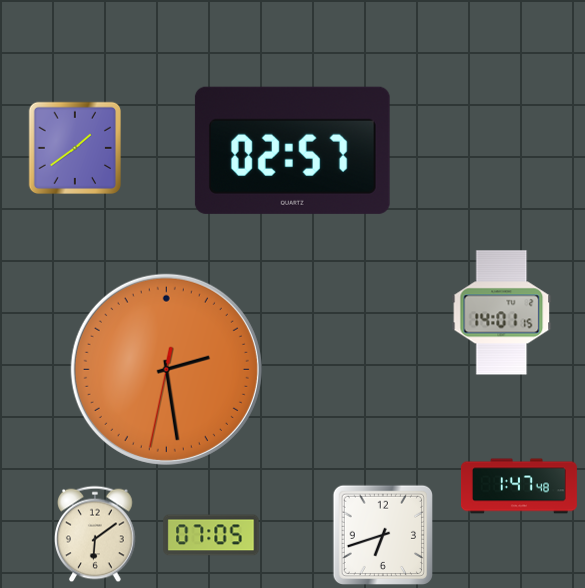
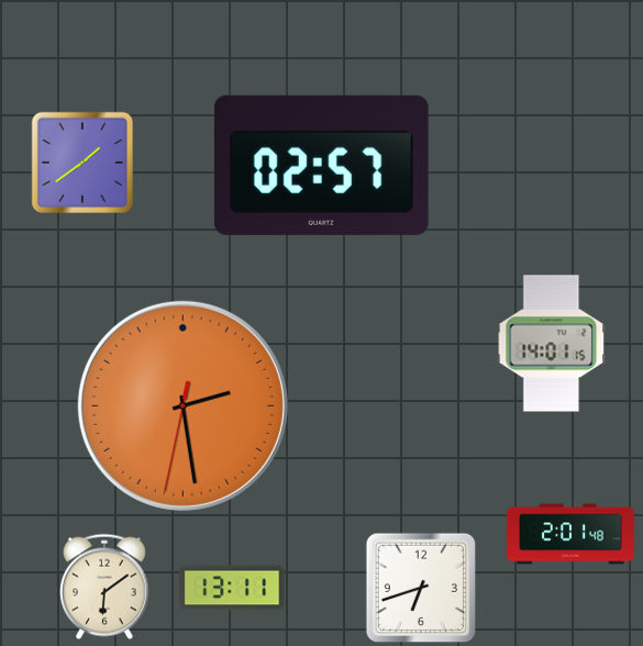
clock at (519, 486): 1:47 -> 2:01
clock at (211, 535): 07:05 -> 13:11
